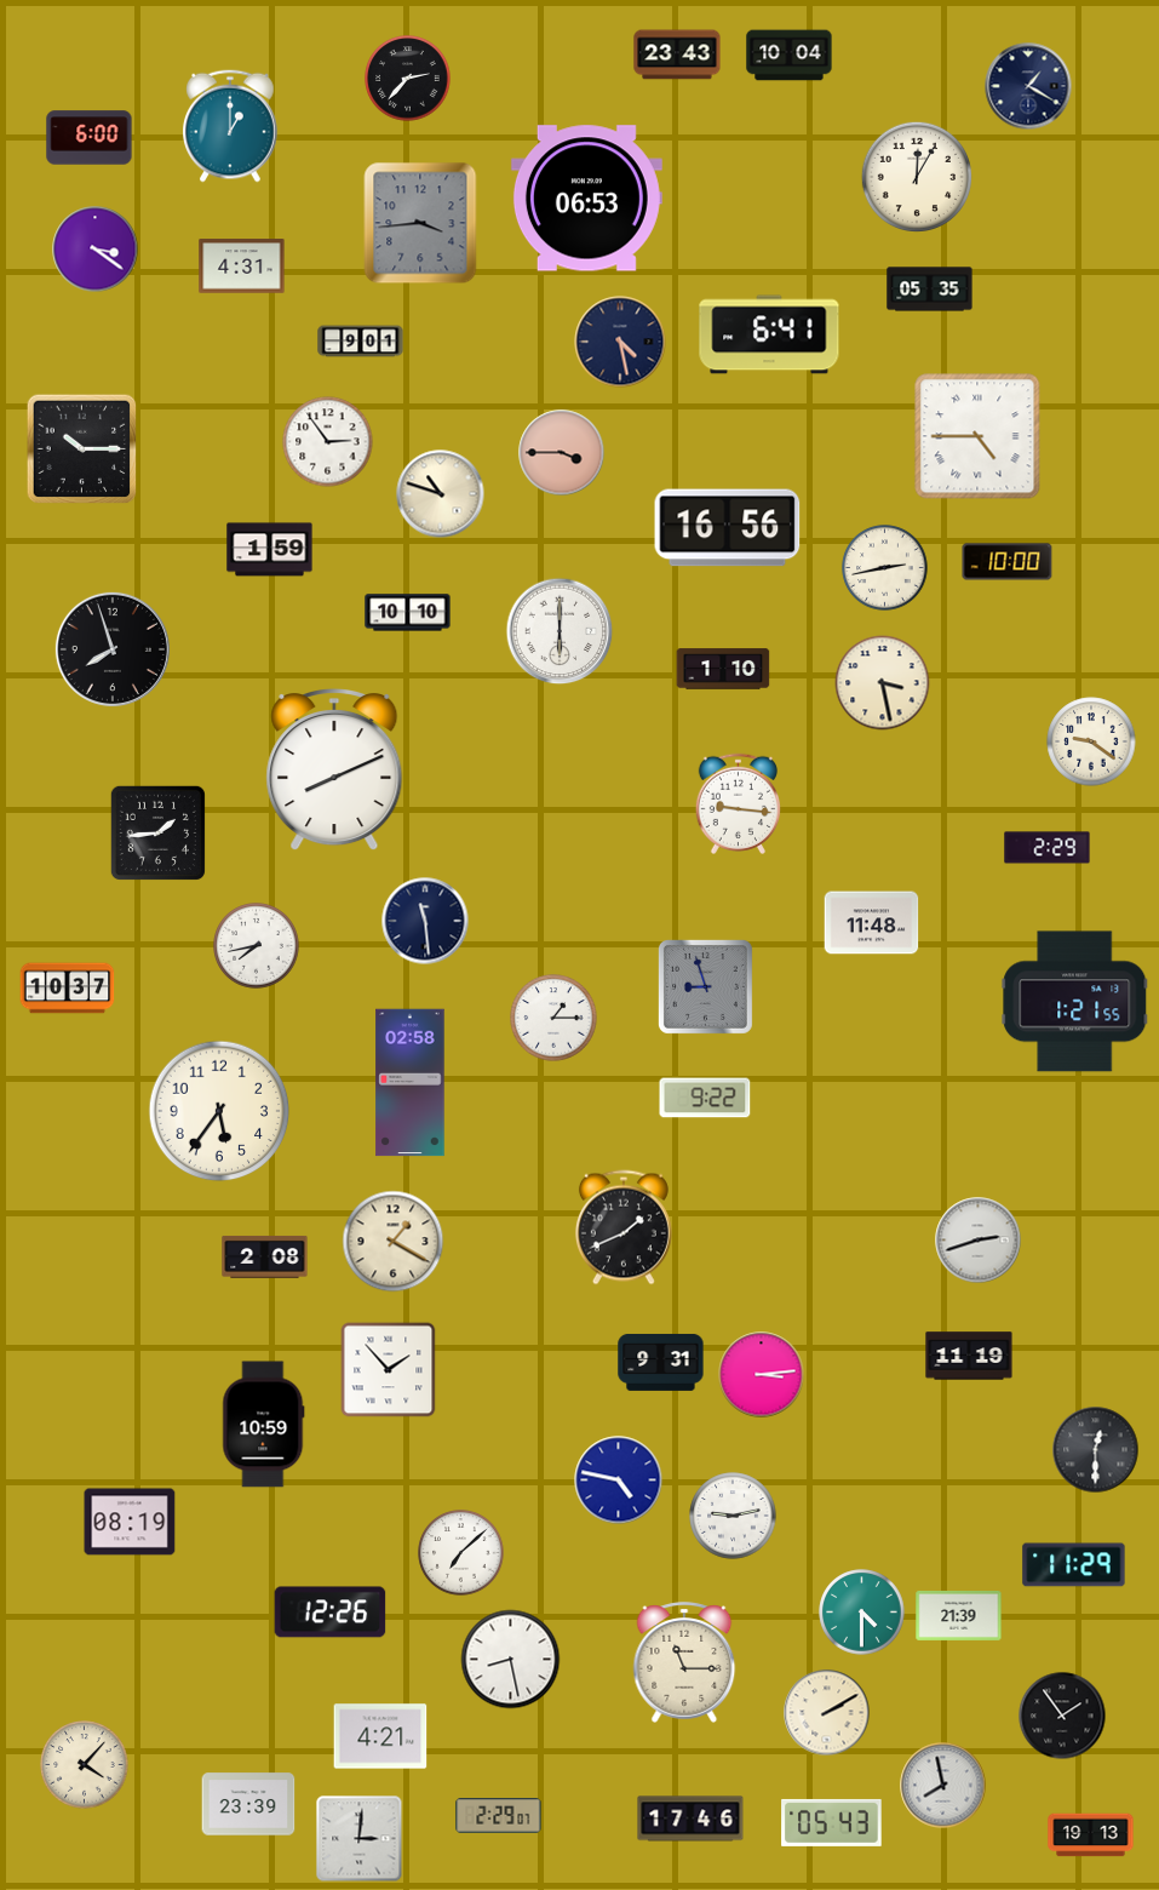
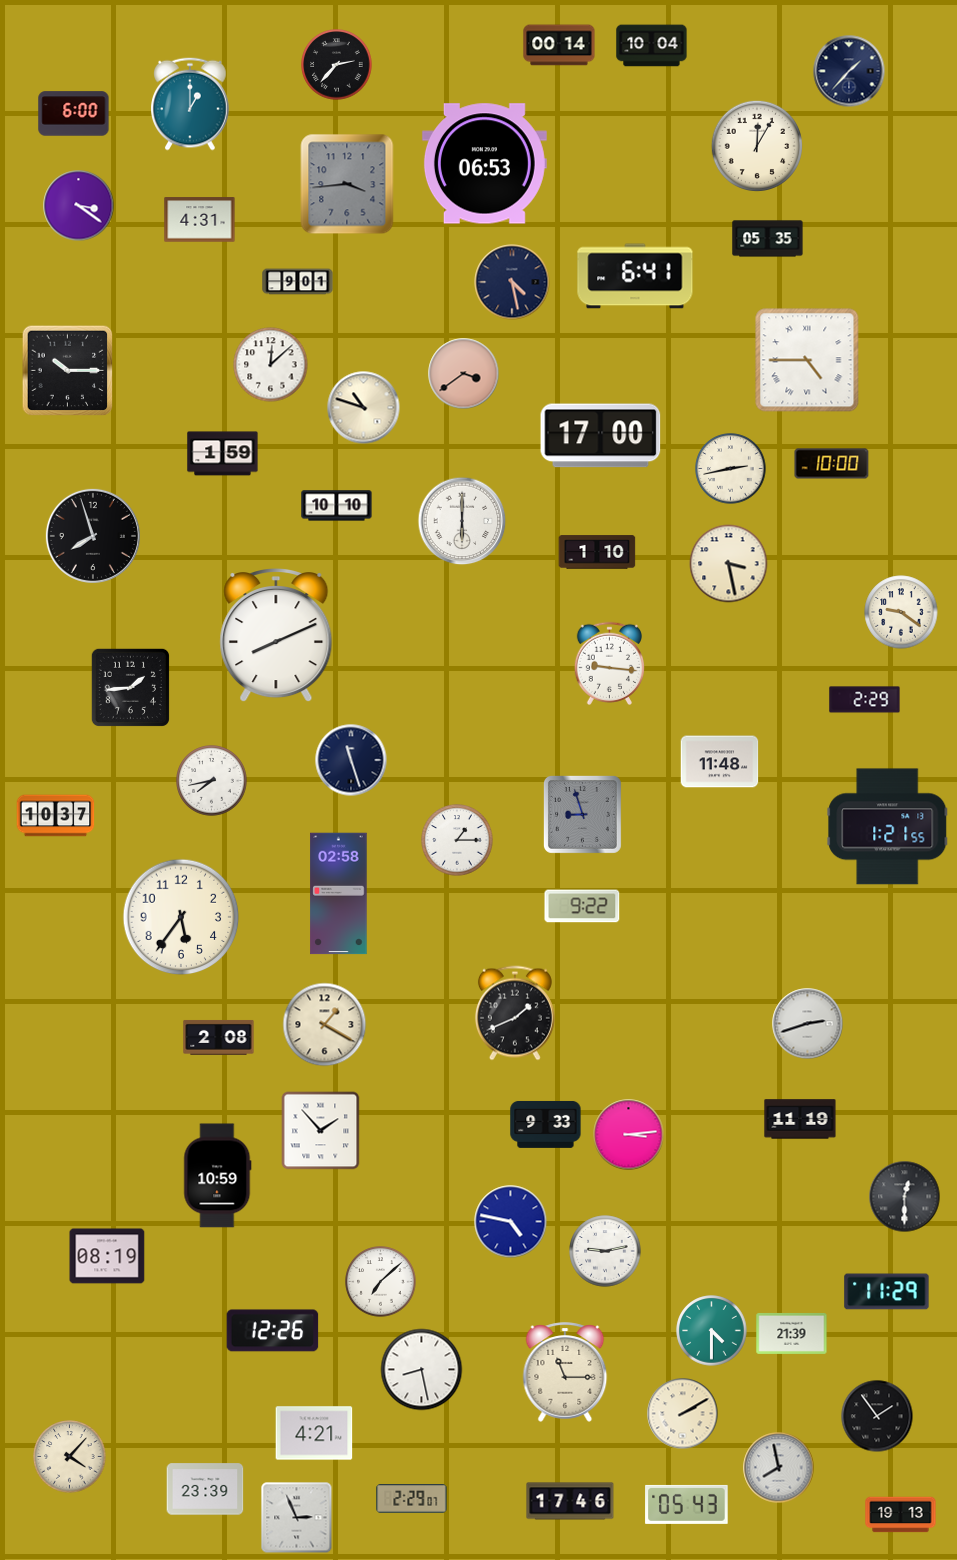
clock at (677, 55): 23:43 -> 00:14
clock at (1028, 86): 1:20 -> 1:37
clock at (328, 442): 2:54 -> 12:08
clock at (562, 453): 3:45 -> 3:39
clock at (728, 528): 16:56 -> 17:00
clock at (425, 921): 11:29 -> 11:27
clock at (661, 1362): 9:31 -> 9:33
clock at (943, 1786) position: (943, 1786) -> (779, 1468)
clock at (360, 1839): 3:01 -> 2:56
